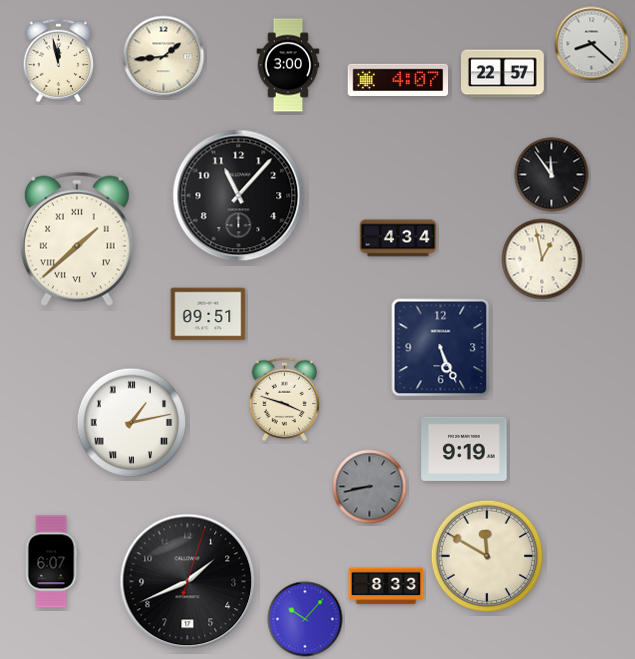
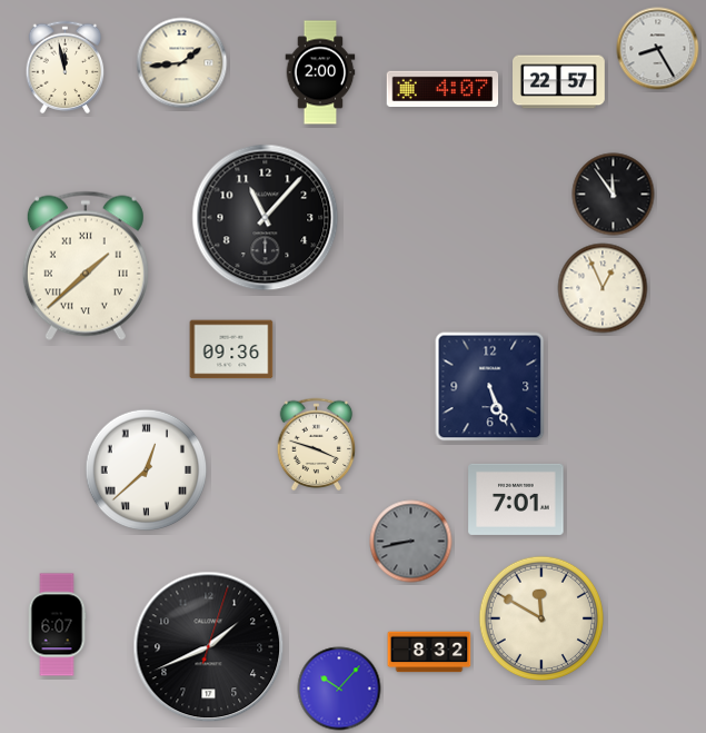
clock at (592, 44): 8:22 -> 8:25
clock at (288, 65): 3:00 -> 2:00
clock at (398, 238): 4:34 -> none
clock at (542, 259): 12:58 -> 12:56
clock at (208, 314): 09:51 -> 09:36
clock at (132, 423): 1:13 -> 12:38
clock at (464, 449): 9:19 -> 7:01
clock at (386, 586): 8:33 -> 8:32
